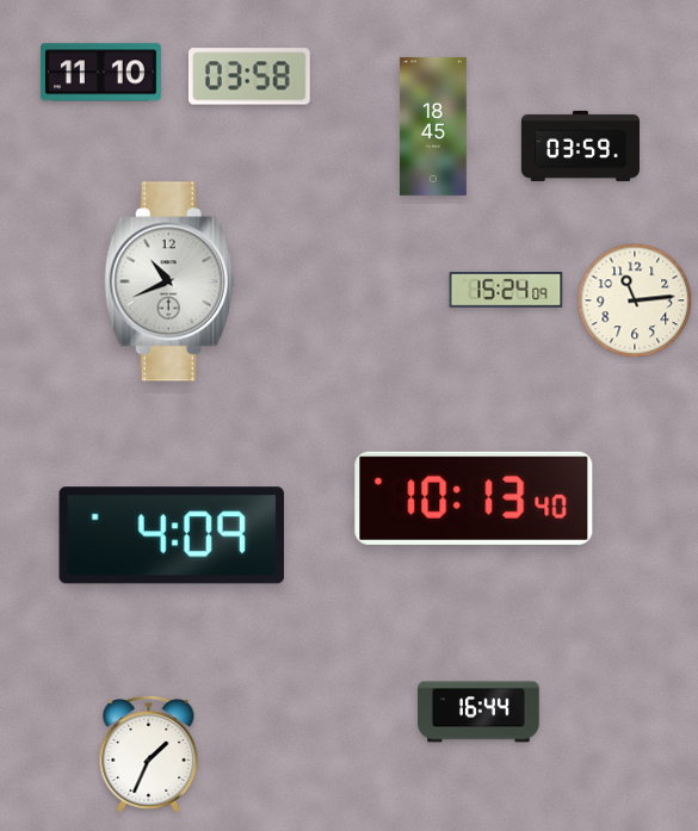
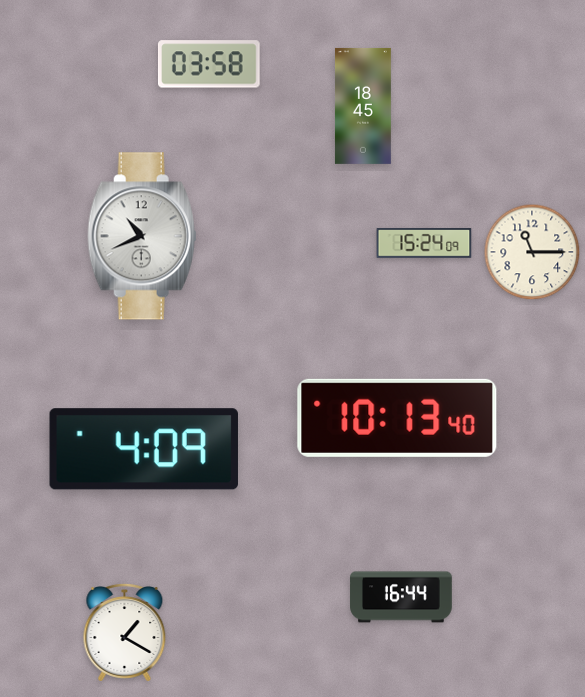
clock at (100, 73): 11:10 -> none
clock at (580, 145): 03:59 -> none
clock at (635, 300): 11:14 -> 11:15
clock at (149, 754): 1:34 -> 1:20
